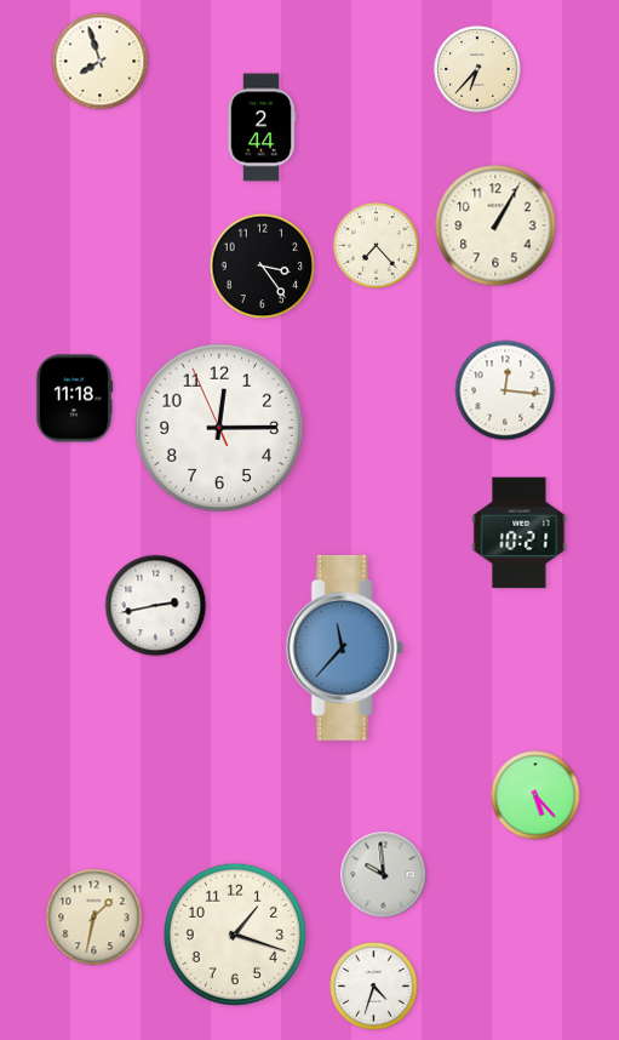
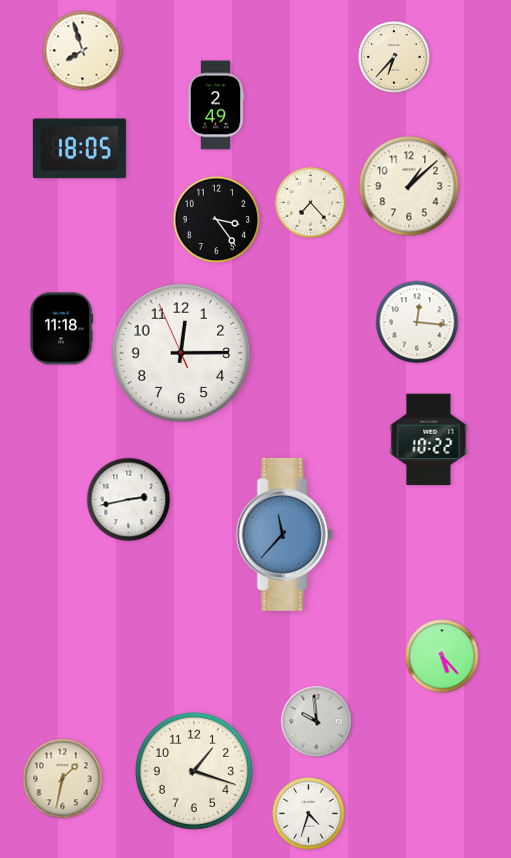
clock at (262, 127): 2:44 -> 2:49
clock at (79, 149): none -> 18:05
clock at (495, 225): 1:05 -> 1:08
clock at (520, 533): 10:21 -> 10:22
clock at (94, 918) position: (94, 918) -> (63, 779)
